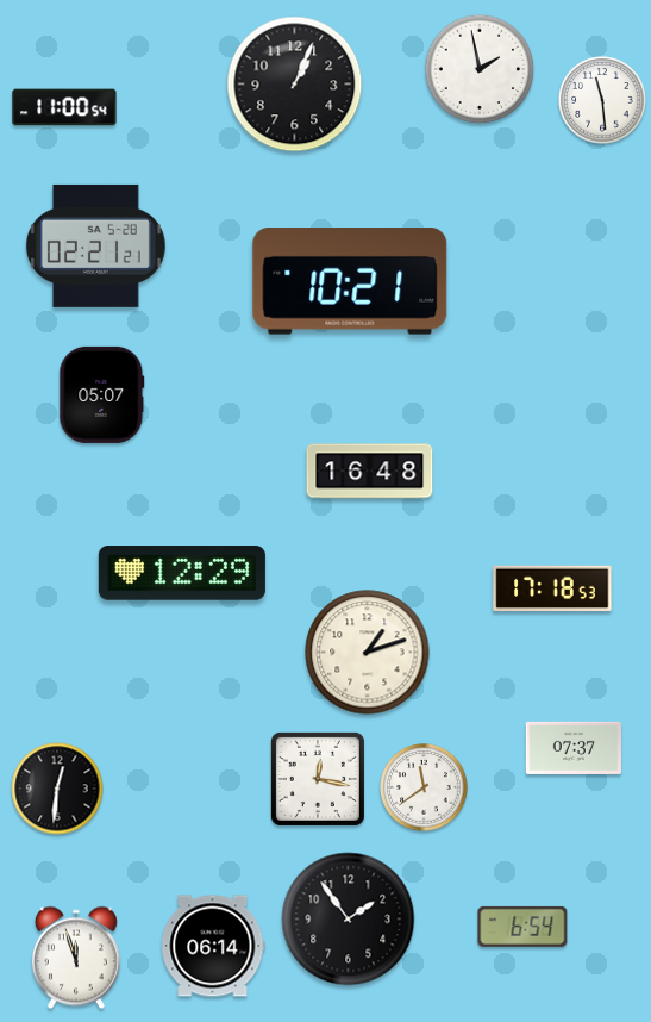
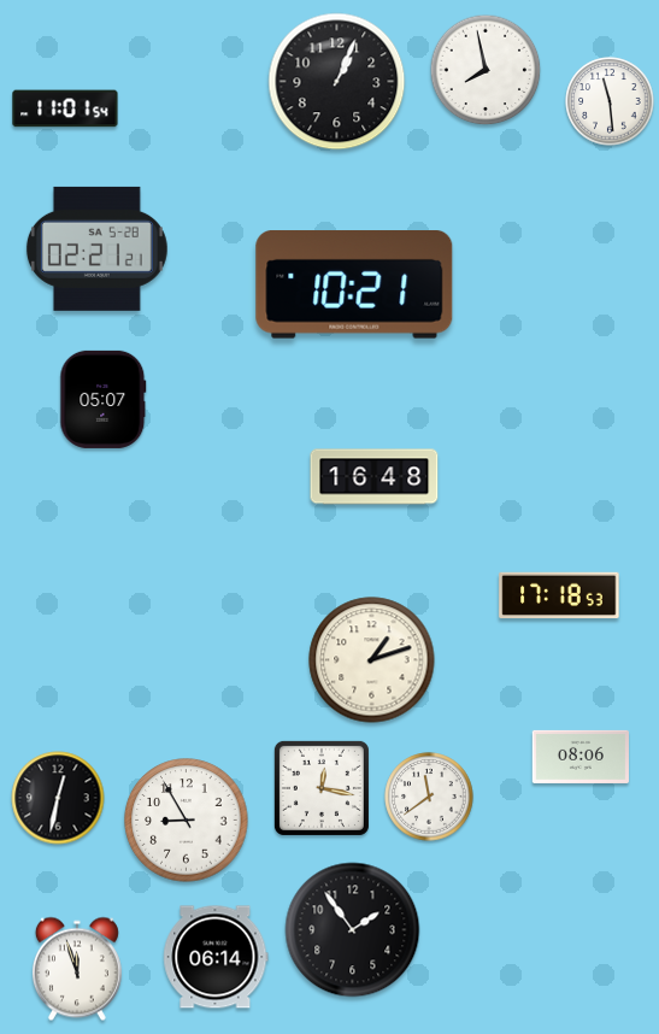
clock at (480, 69): 1:58 -> 7:58
clock at (295, 85) position: (295, 85) -> (337, 82)
clock at (64, 107): 11:00 -> 11:01
clock at (182, 573): 12:29 -> none
clock at (572, 748): 07:37 -> 08:06
clock at (57, 789): 12:31 -> 12:32
clock at (187, 821): none -> 8:55
clock at (522, 927): 6:54 -> none
